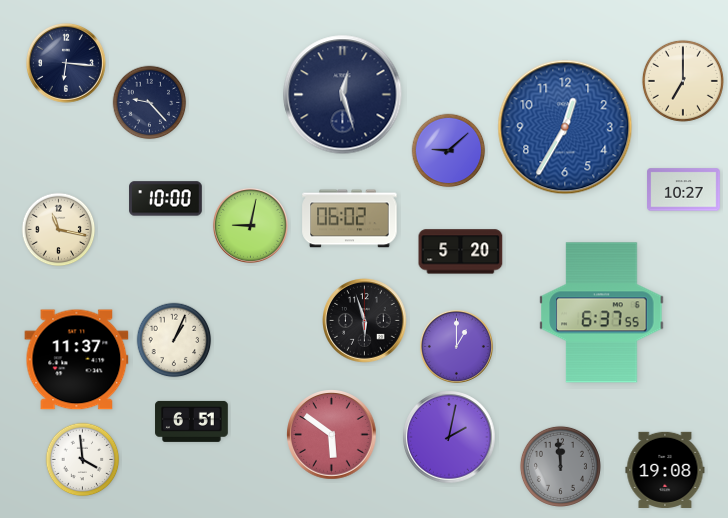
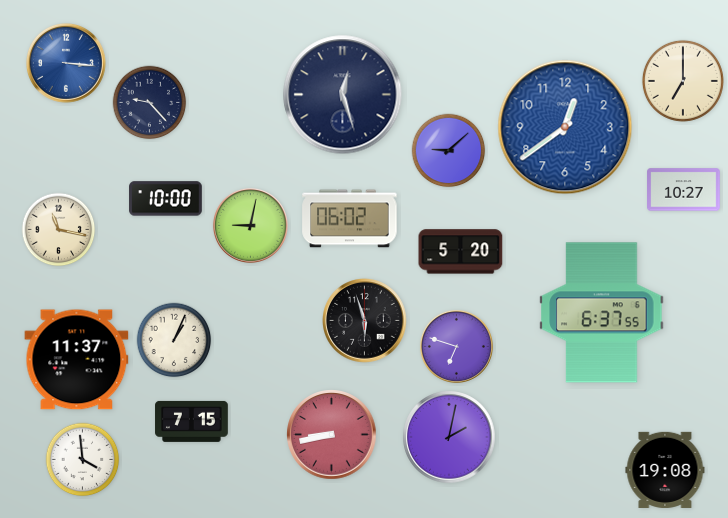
clock at (67, 64): 6:16 -> 3:16
clock at (67, 64) dial: navy -> blue
clock at (565, 127): 12:35 -> 12:39
clock at (456, 346): 1:00 -> 6:48
clock at (192, 421): 6:51 -> 7:15
clock at (332, 435): 5:51 -> 8:43
clock at (560, 466): 11:59 -> none
